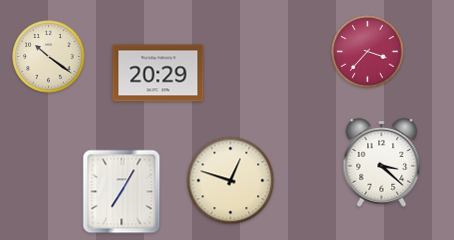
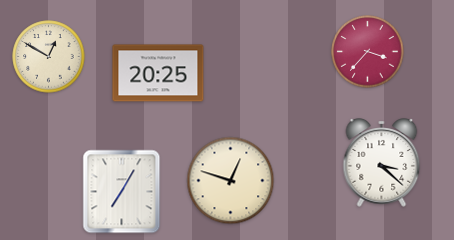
clock at (49, 57): 10:21 -> 12:50
clock at (158, 73): 20:29 -> 20:25
